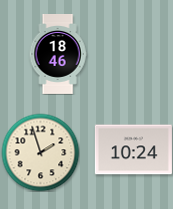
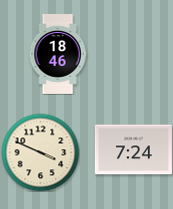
clock at (133, 150): 10:24 -> 7:24
clock at (40, 152): 1:57 -> 3:49
